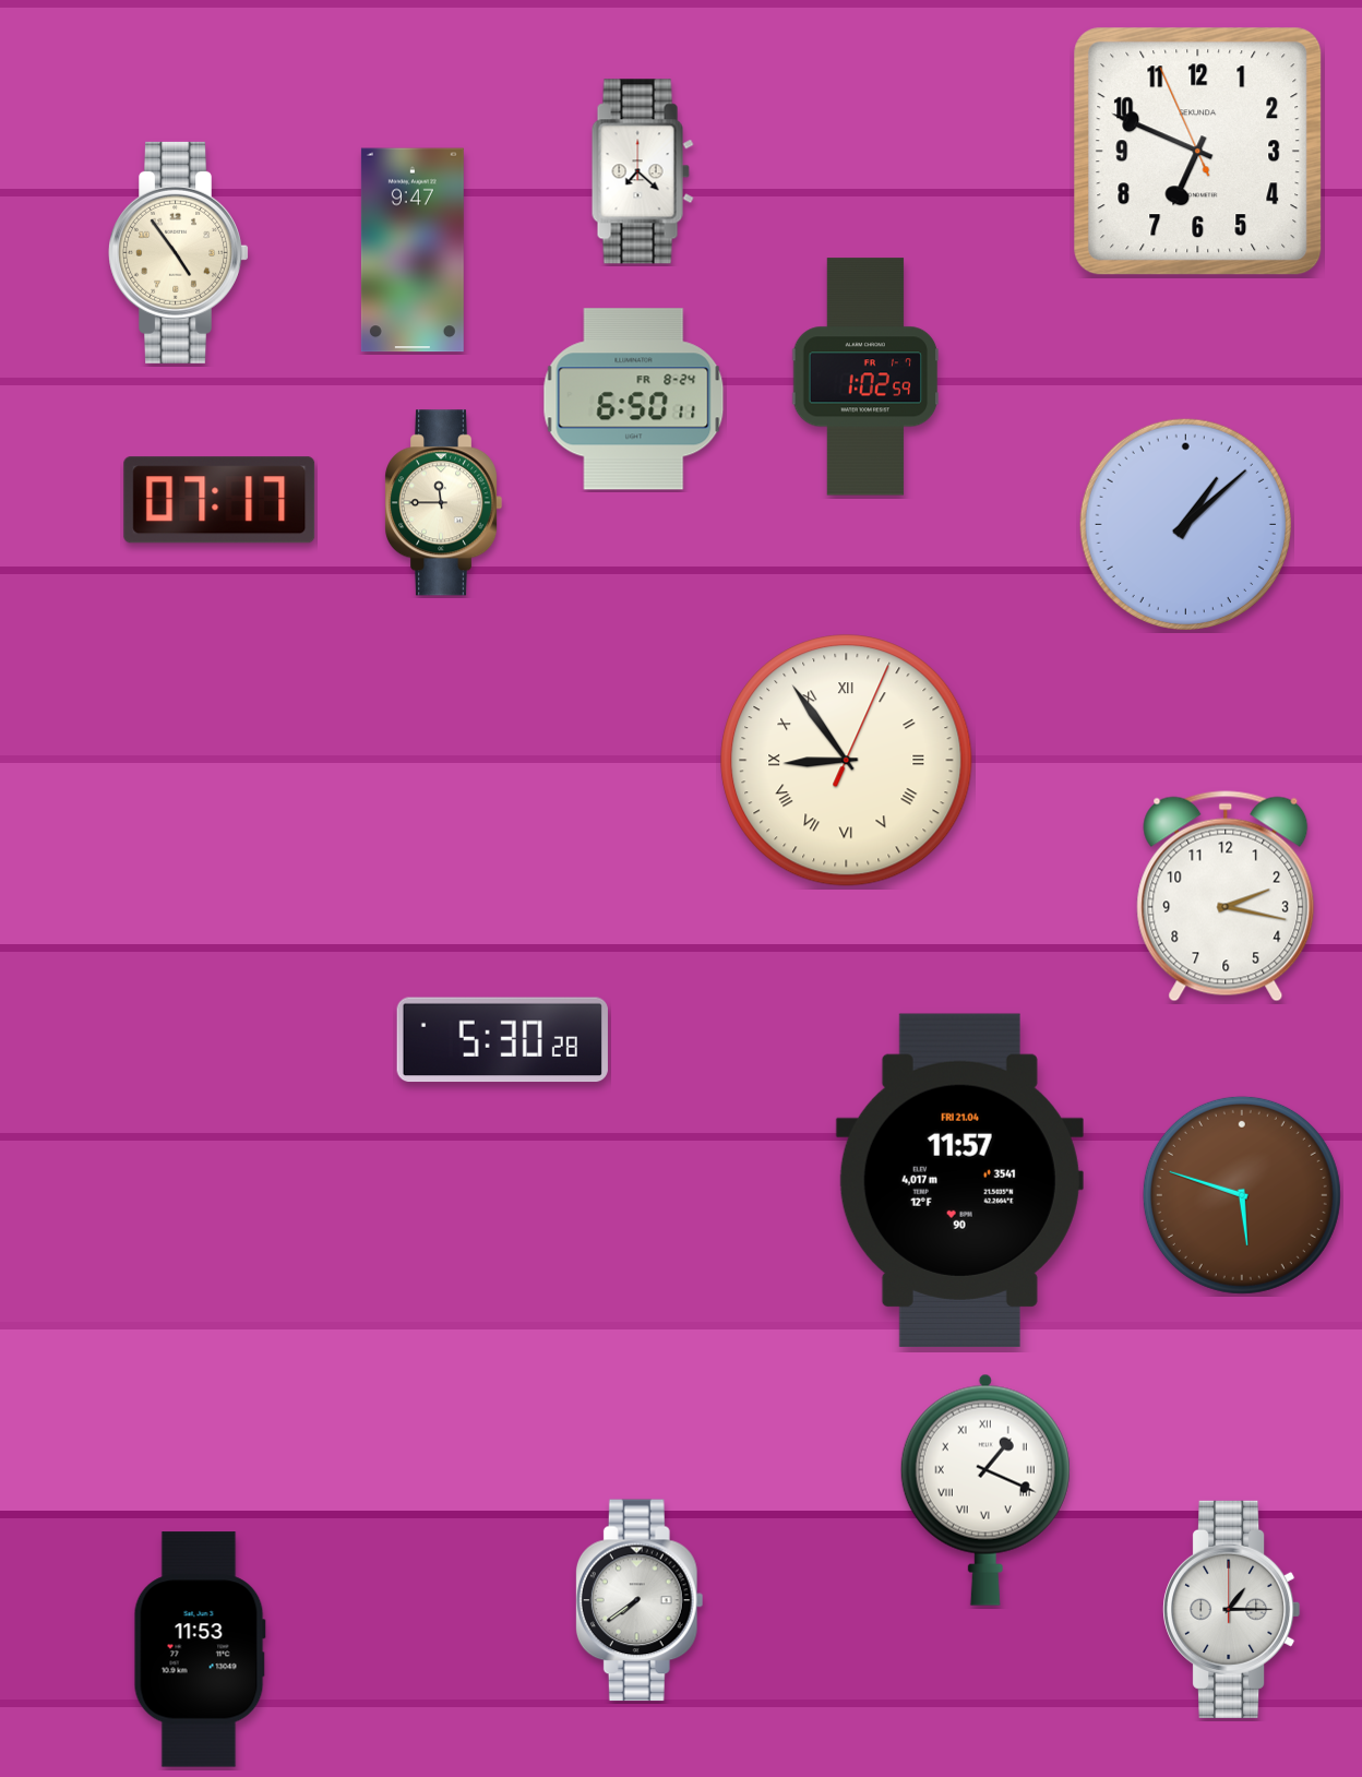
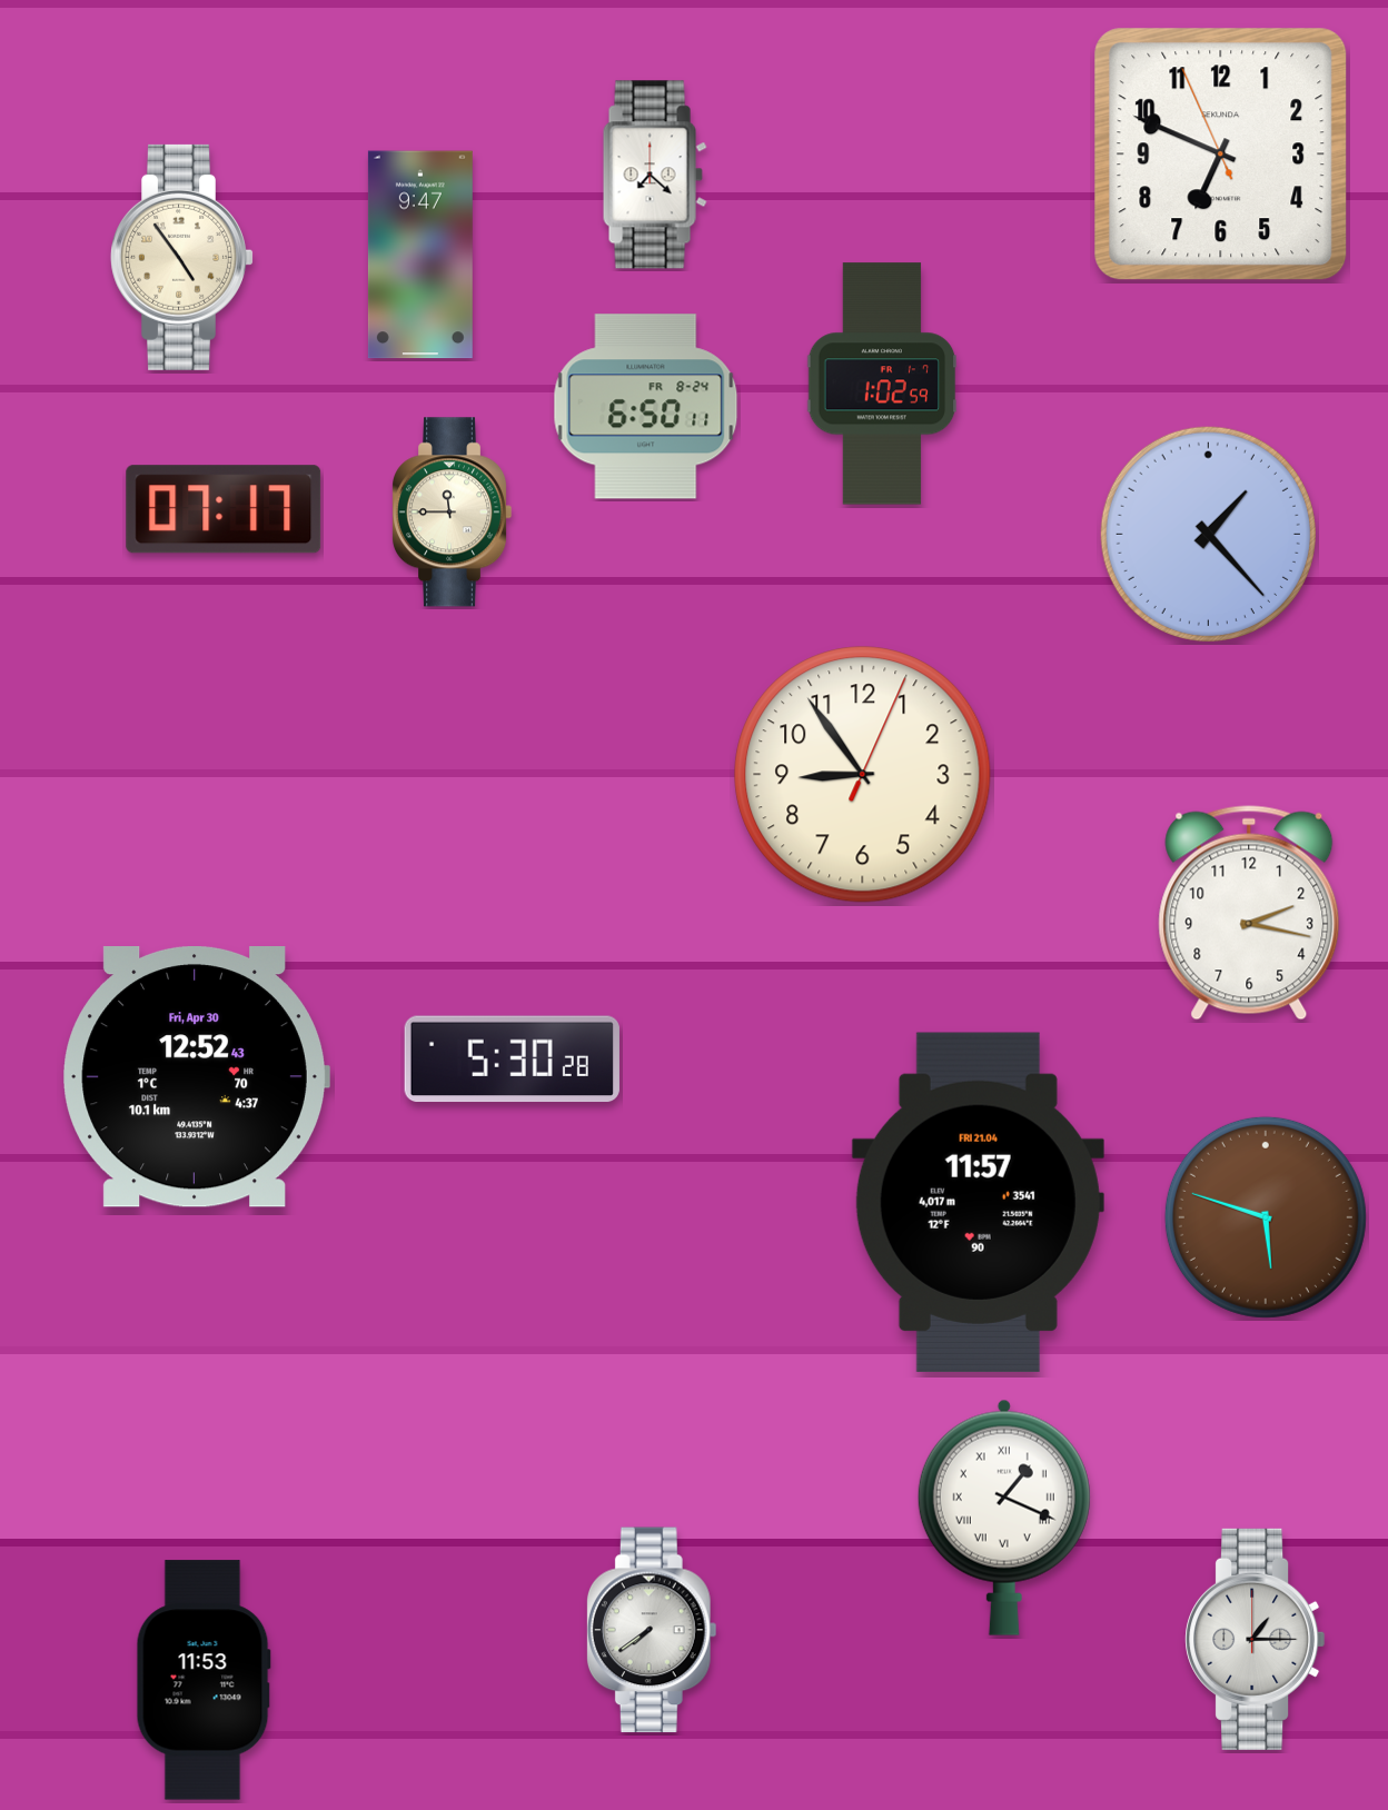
clock at (1185, 524): 1:08 -> 1:23
clock at (847, 761) numerals: Roman -> Arabic
clock at (196, 1077): none -> 12:52
